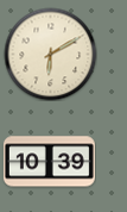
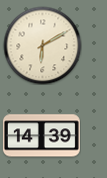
clock at (49, 162): 10:39 -> 14:39
